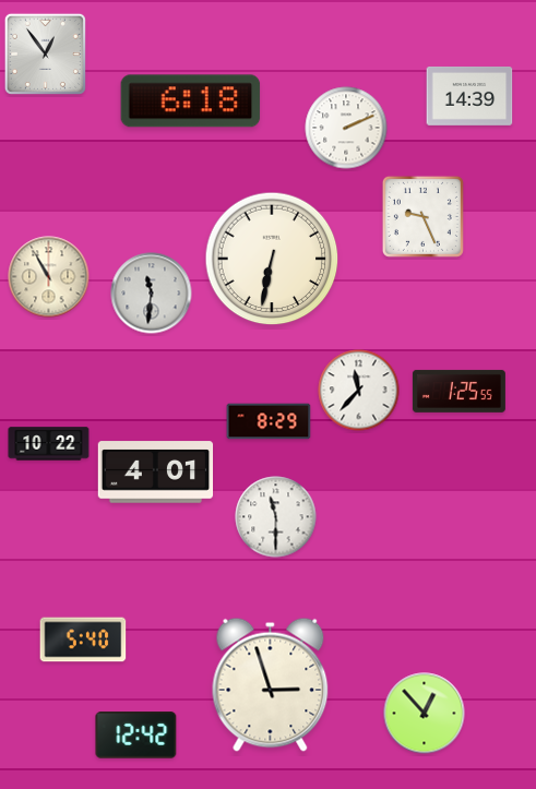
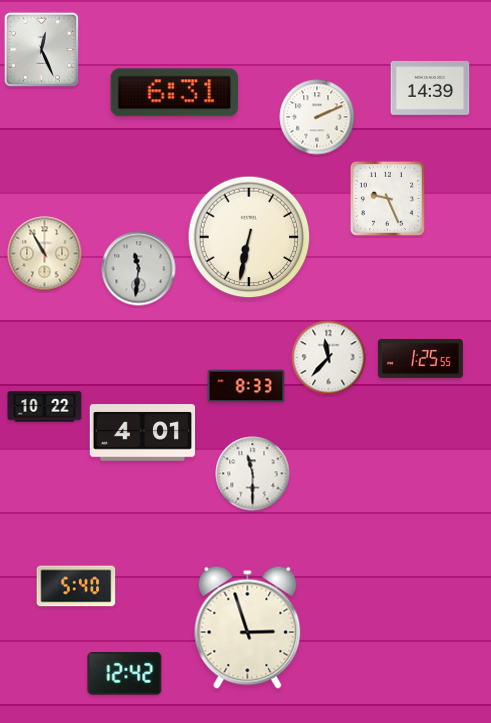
clock at (45, 53): 12:54 -> 12:26
clock at (191, 101): 6:18 -> 6:31
clock at (269, 421): 8:29 -> 8:33
clock at (425, 714): 12:53 -> none
